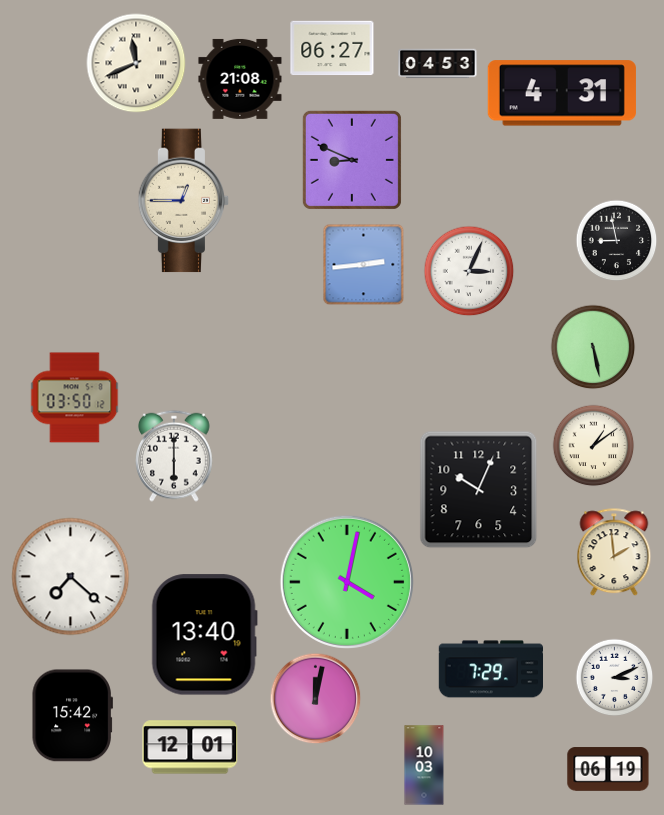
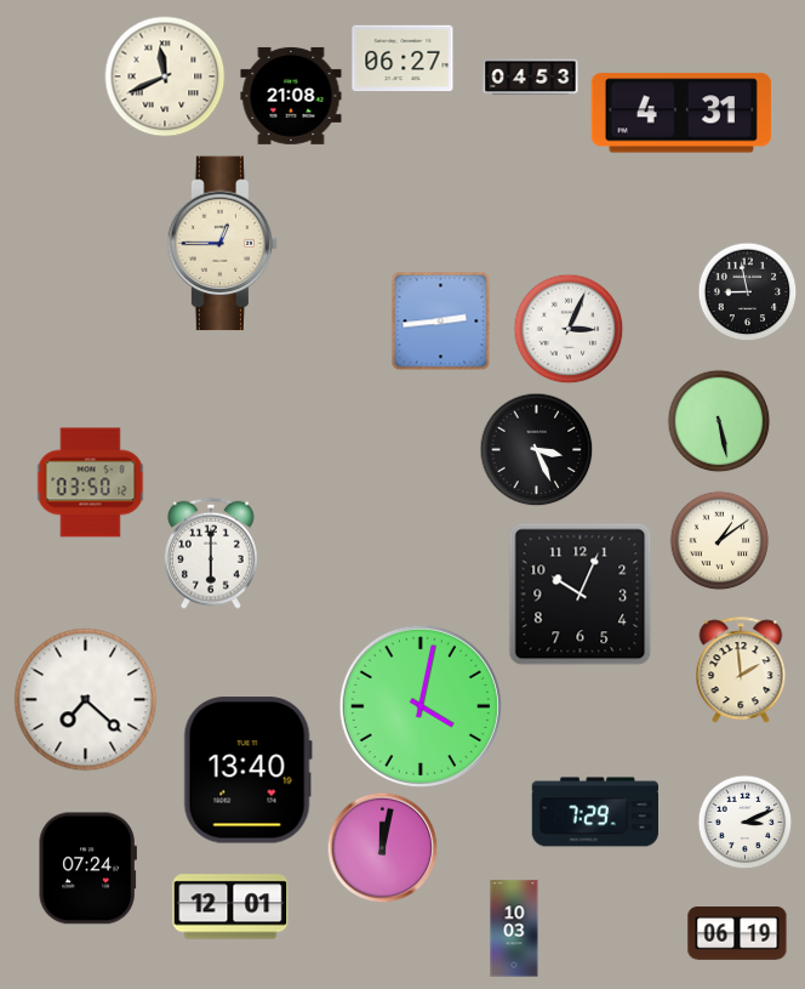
clock at (352, 160): 8:49 -> none
clock at (536, 449): none -> 3:26
clock at (614, 552) position: (614, 552) -> (741, 670)
clock at (72, 716): 15:42 -> 07:24
